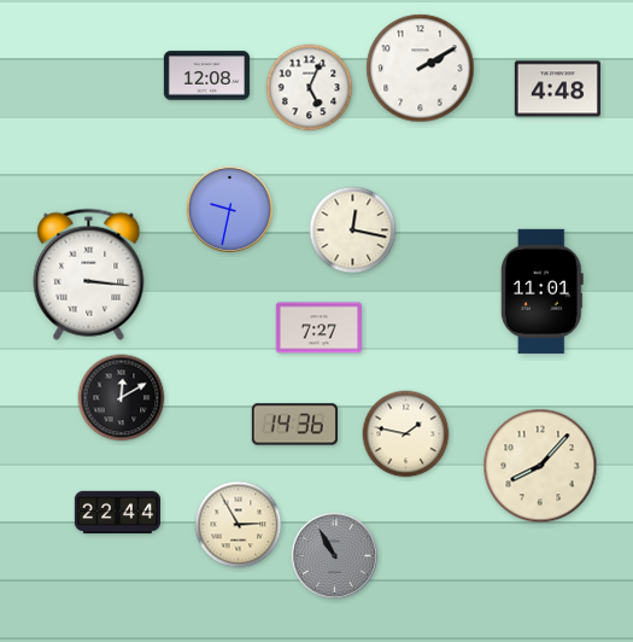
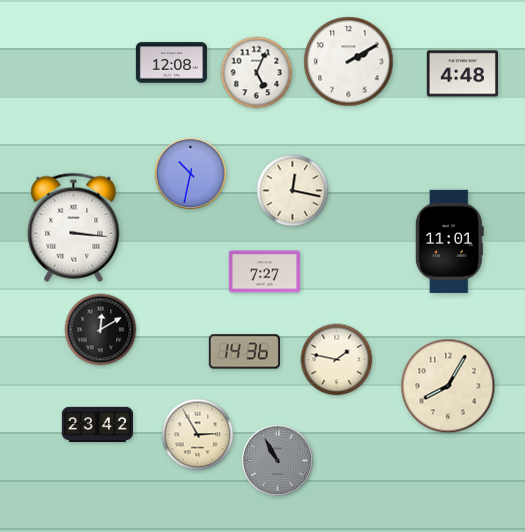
clock at (421, 69) position: (421, 69) -> (349, 62)
clock at (229, 209): 9:32 -> 10:32
clock at (540, 466): 8:07 -> 8:05
clock at (117, 512): 22:44 -> 23:42
